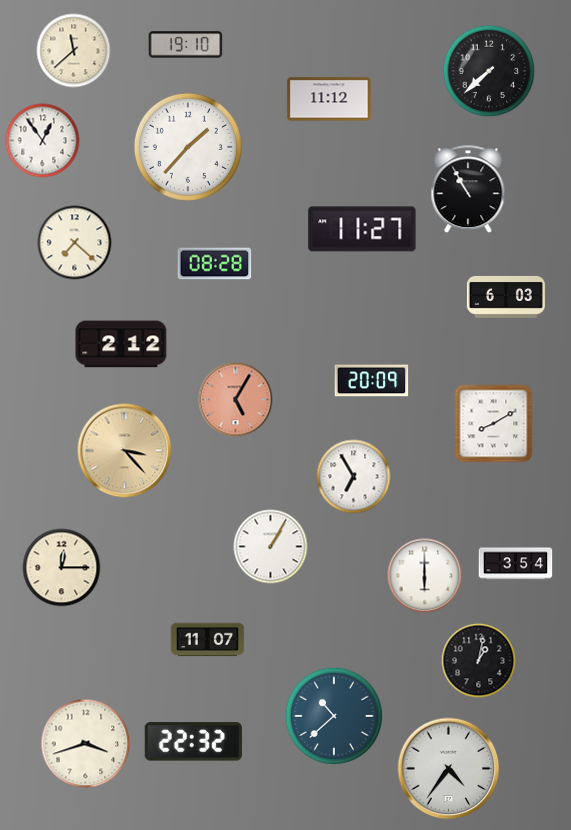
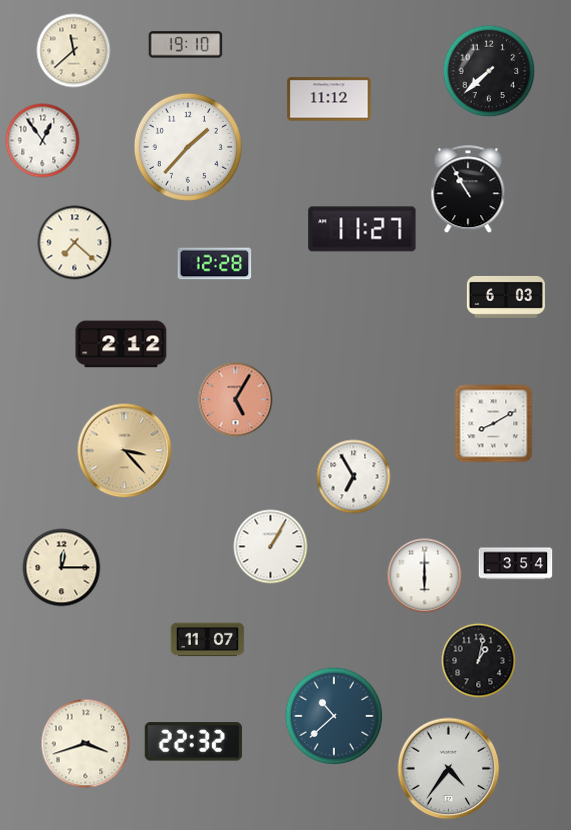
clock at (215, 264): 08:28 -> 12:28
clock at (372, 381): 20:09 -> none
